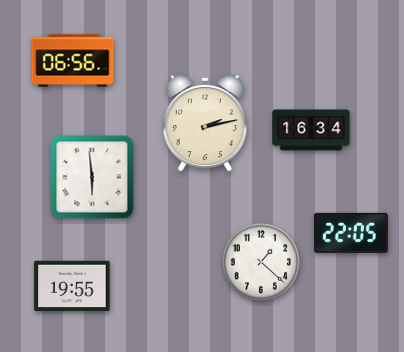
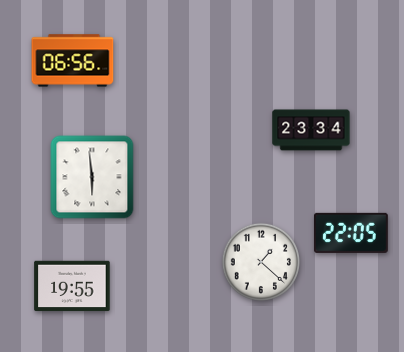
clock at (205, 123): 2:13 -> none
clock at (311, 130): 16:34 -> 23:34
